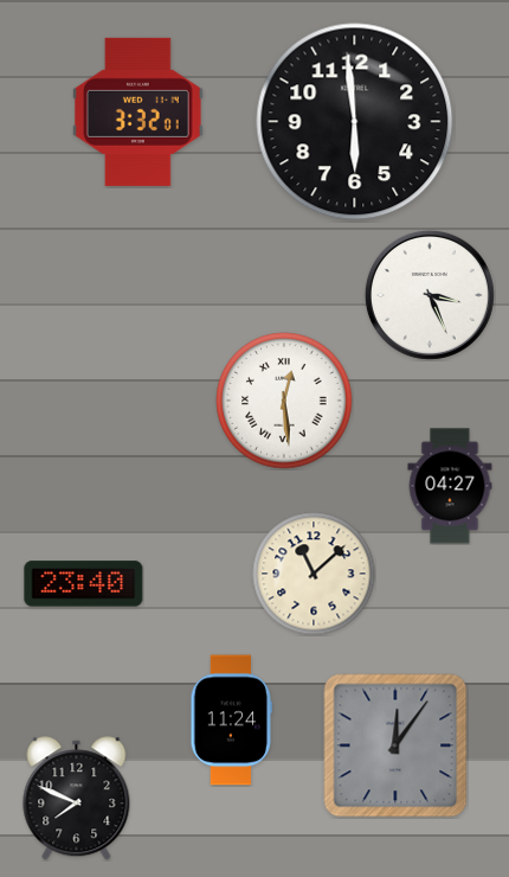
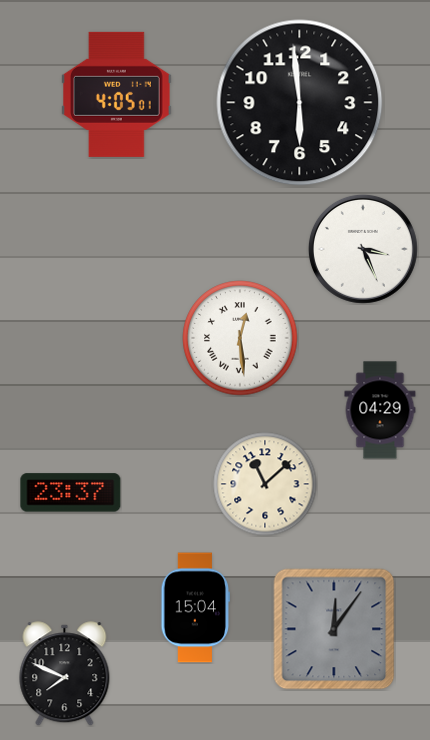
clock at (138, 111): 3:32 -> 4:05
clock at (450, 486): 04:27 -> 04:29
clock at (84, 584): 23:40 -> 23:37
clock at (231, 721): 11:24 -> 15:04
